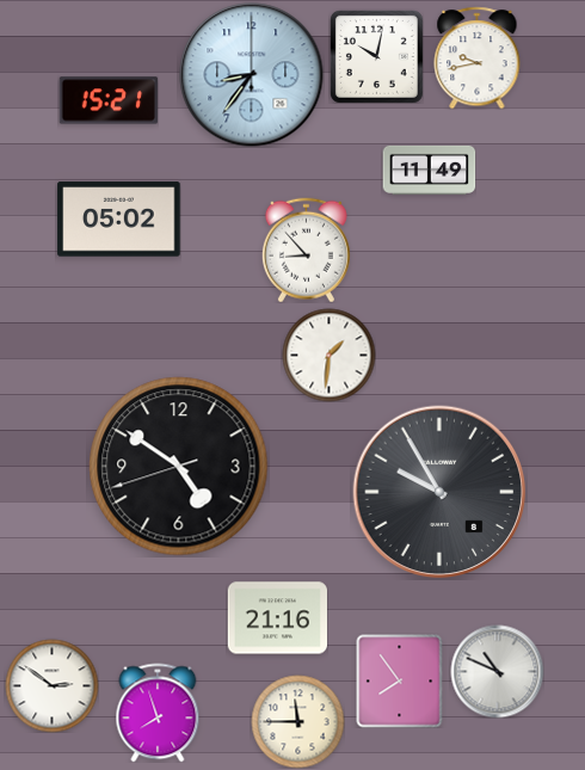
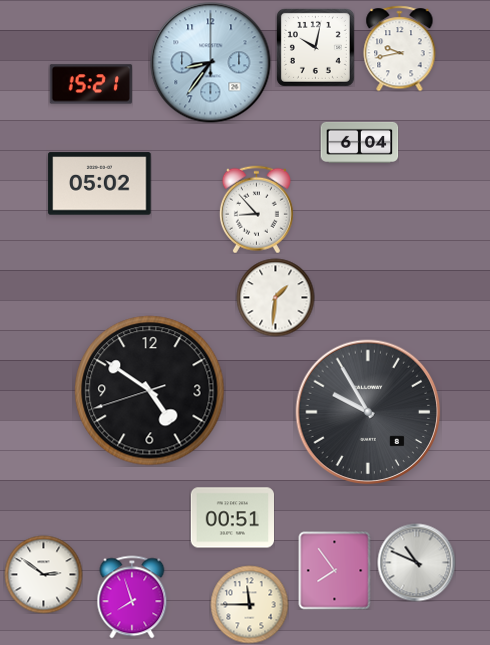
clock at (429, 170): 11:49 -> 6:04
clock at (277, 618): 21:16 -> 00:51
